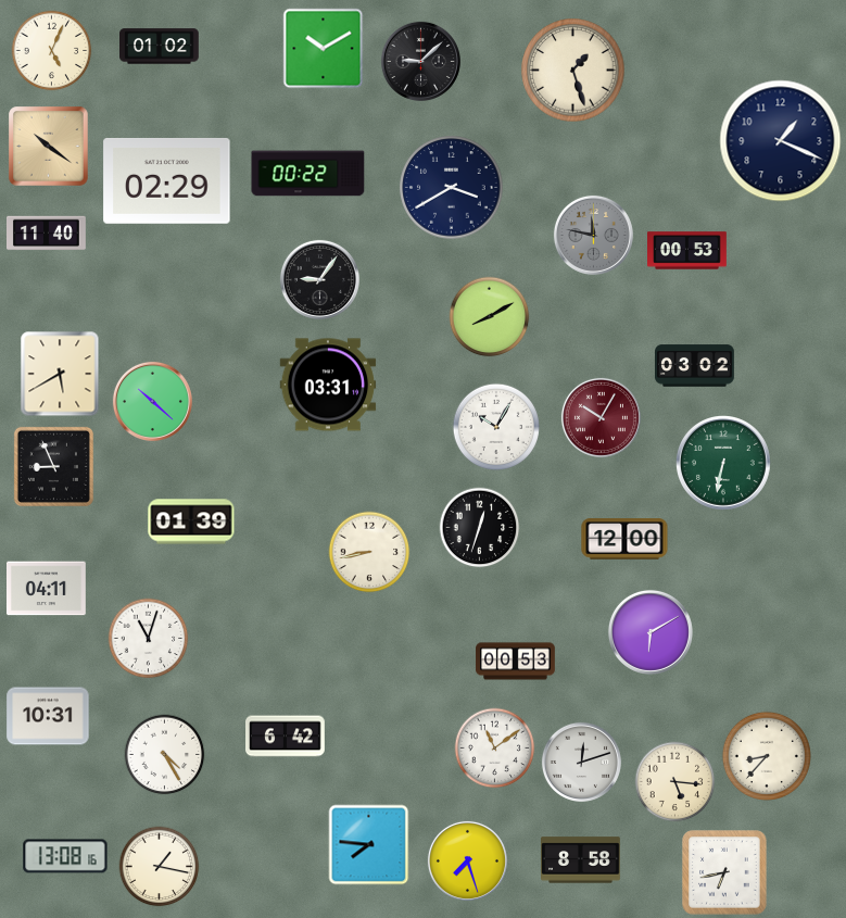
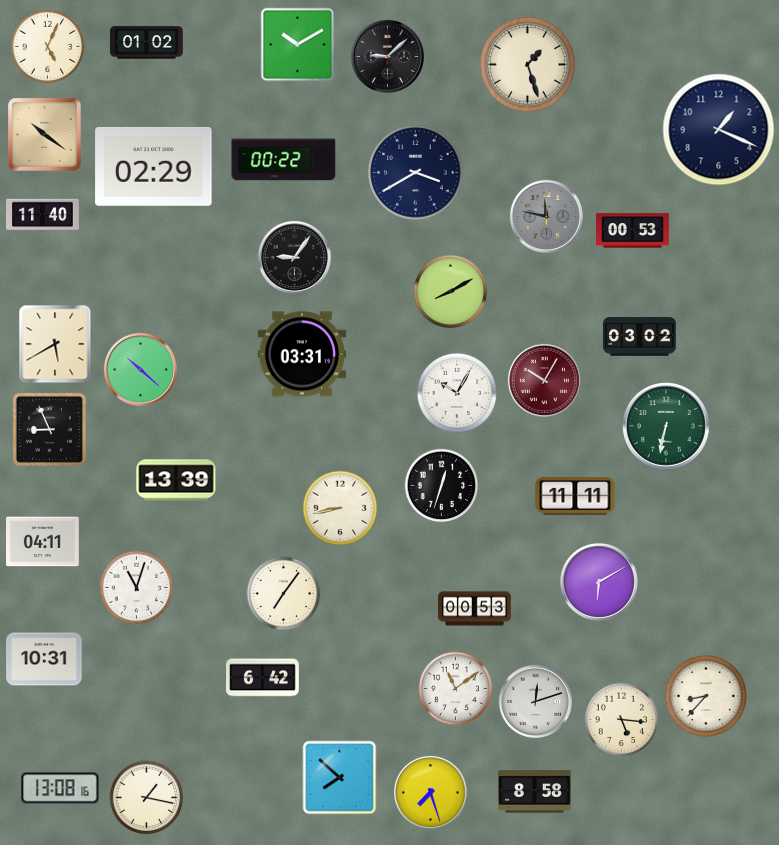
clock at (601, 417) position: (601, 417) -> (544, 380)
clock at (191, 521): 01:39 -> 13:39
clock at (624, 539): 12:00 -> 11:11
clock at (284, 594): none -> 7:06
clock at (165, 755): 4:25 -> none
clock at (369, 845): 7:46 -> 7:52
clock at (724, 872): 6:43 -> none
